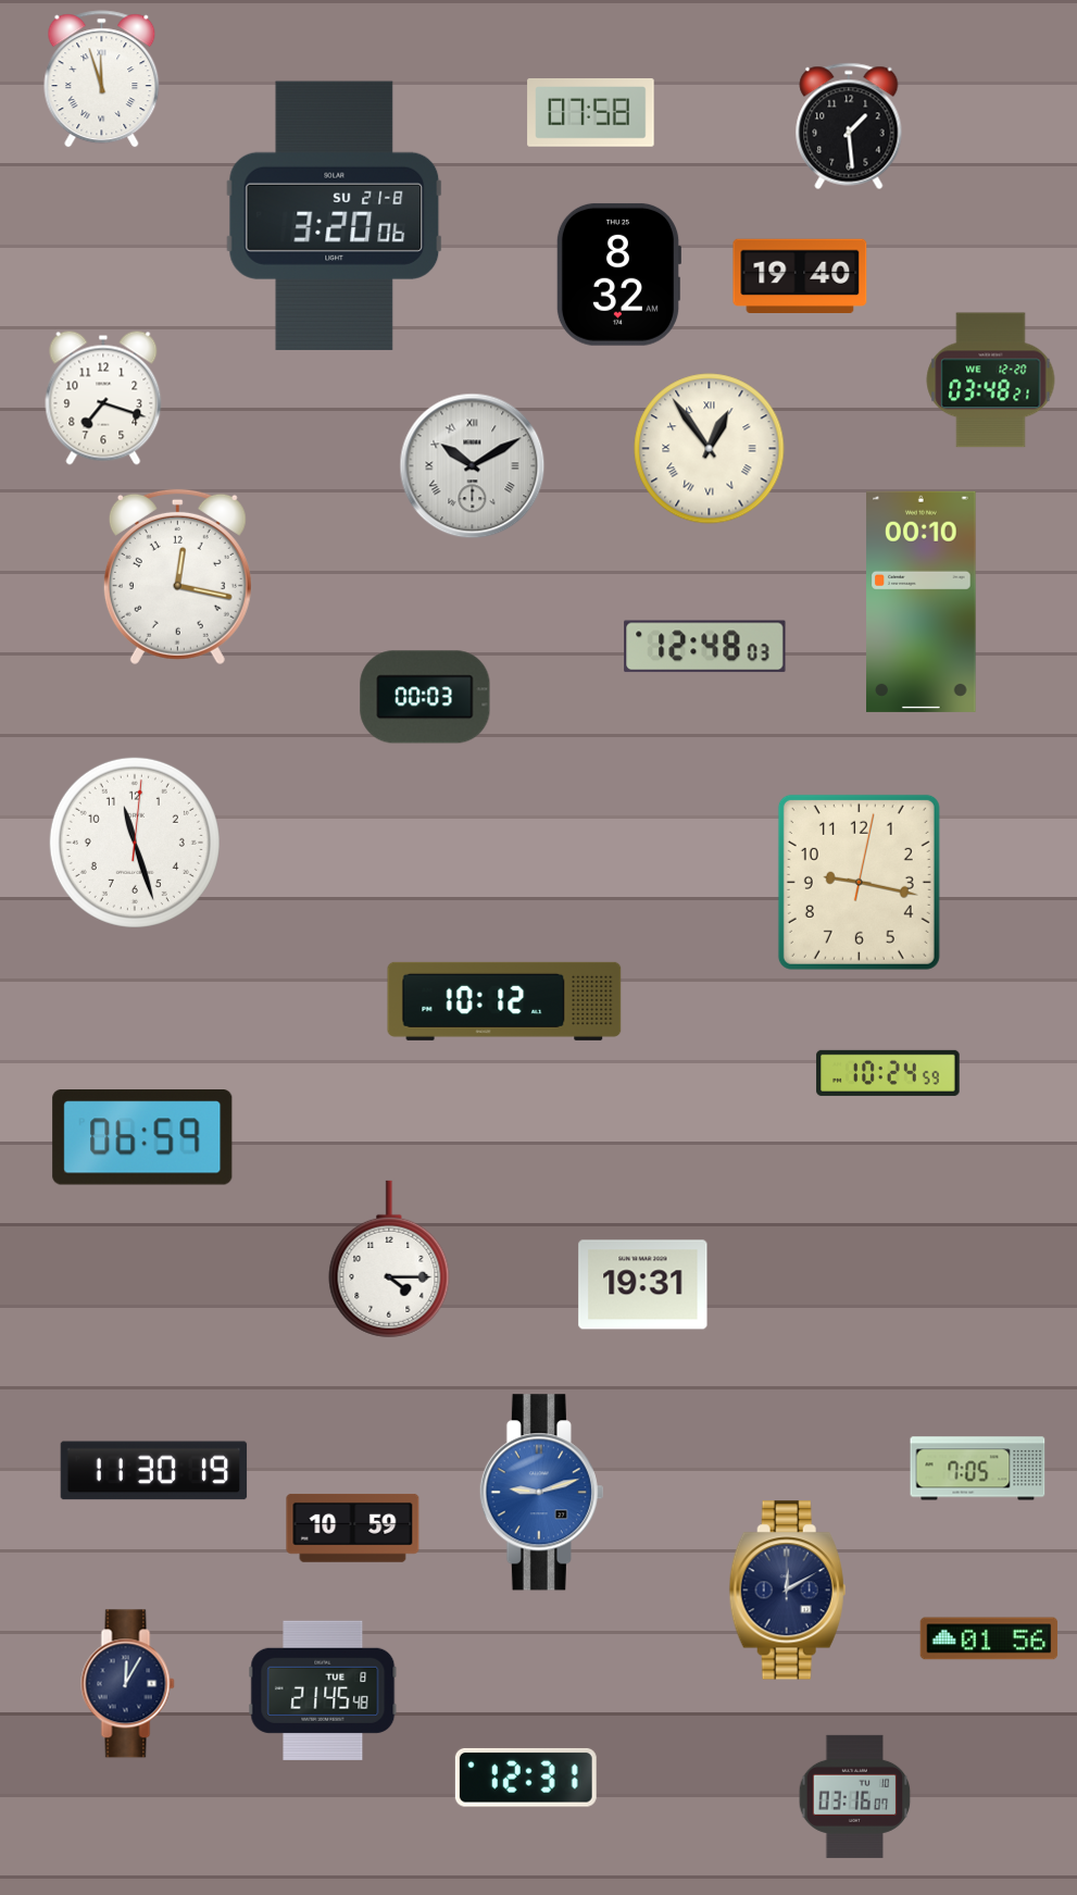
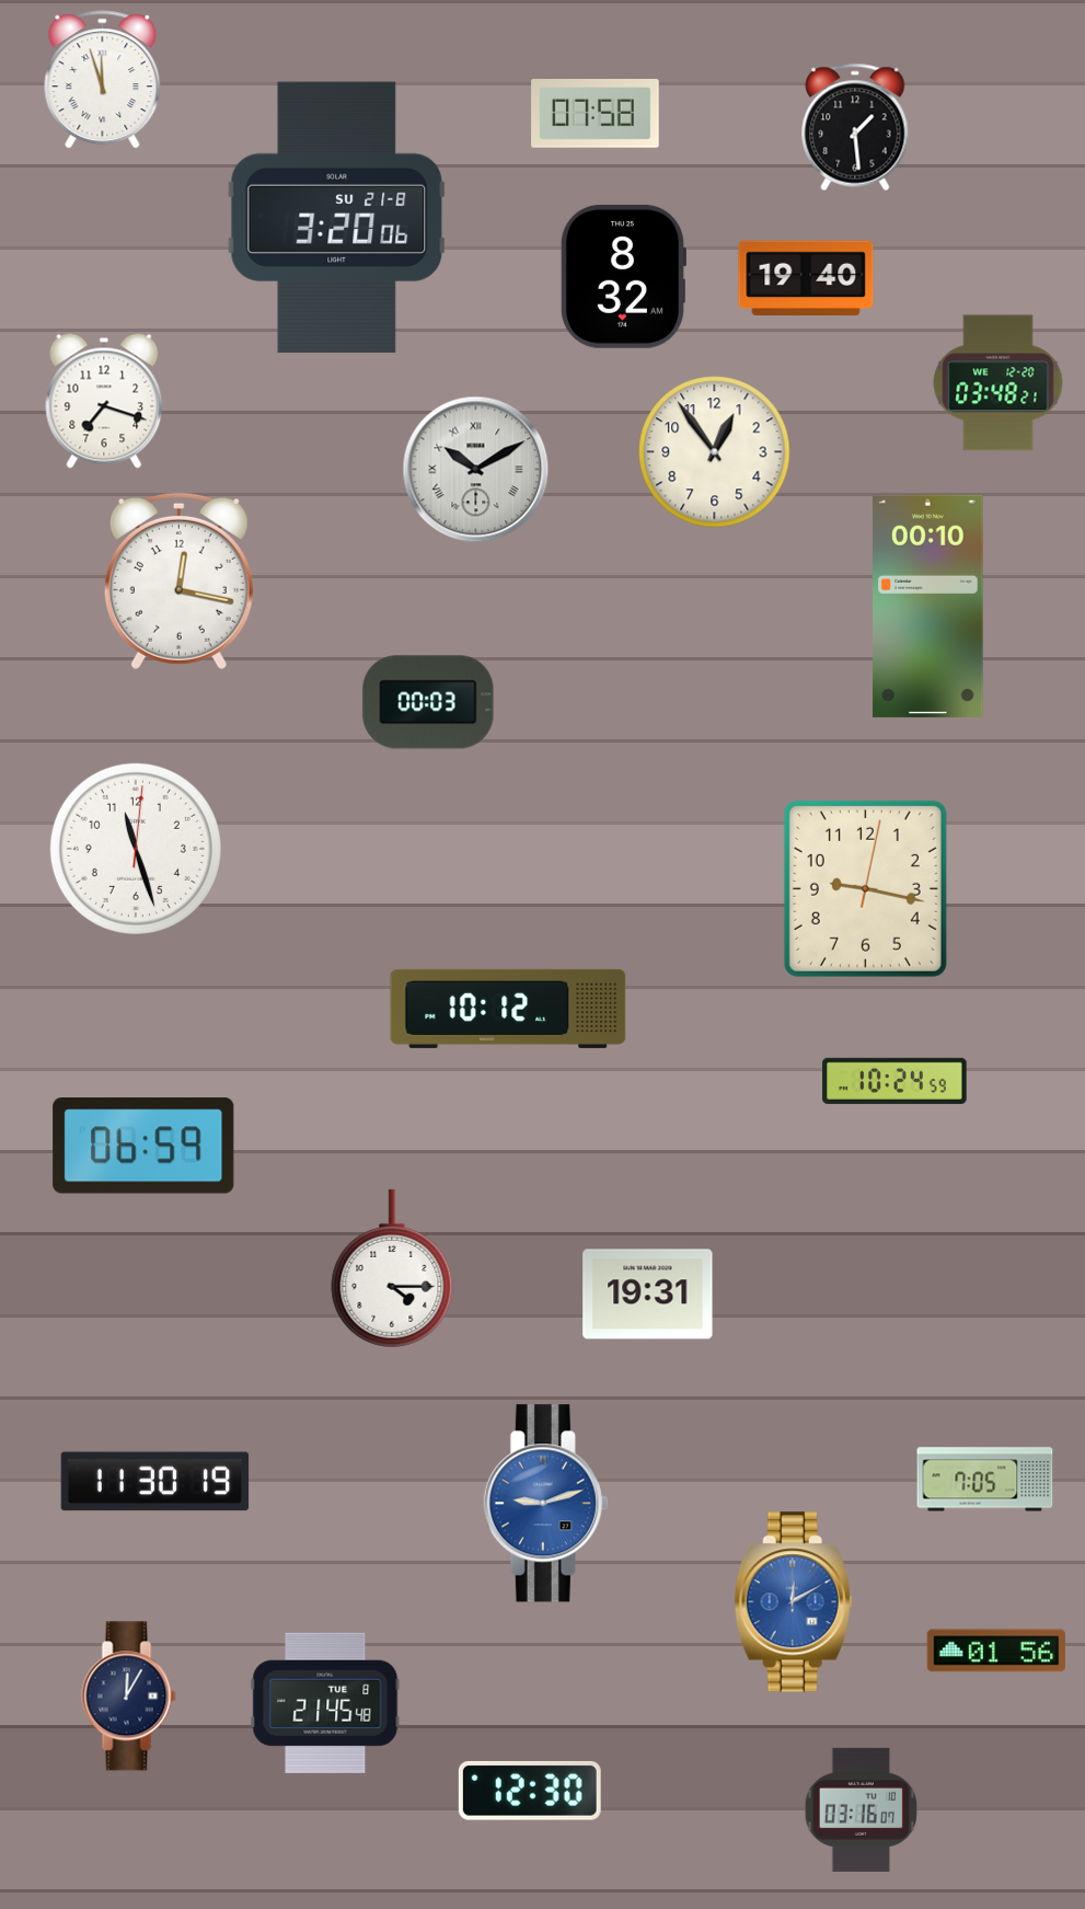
clock at (710, 449) numerals: Roman -> Arabic
clock at (705, 647): 12:48 -> none
clock at (353, 1528): 10:59 -> none
clock at (787, 1591) dial: navy -> blue
clock at (526, 1778): 12:31 -> 12:30
